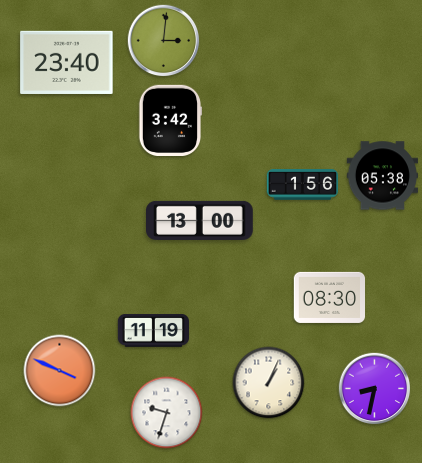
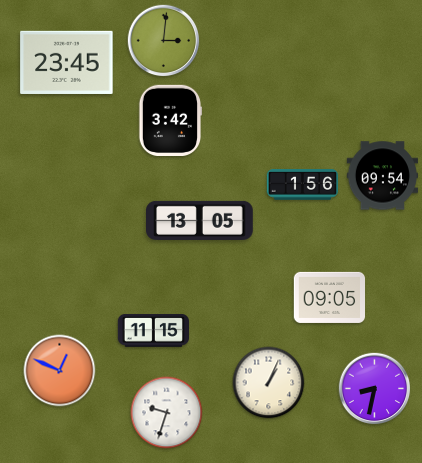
clock at (67, 62): 23:40 -> 23:45
clock at (382, 176): 05:38 -> 09:54
clock at (200, 220): 13:00 -> 13:05
clock at (330, 297): 08:30 -> 09:05
clock at (153, 331): 11:19 -> 11:15
clock at (60, 371): 3:49 -> 12:49
